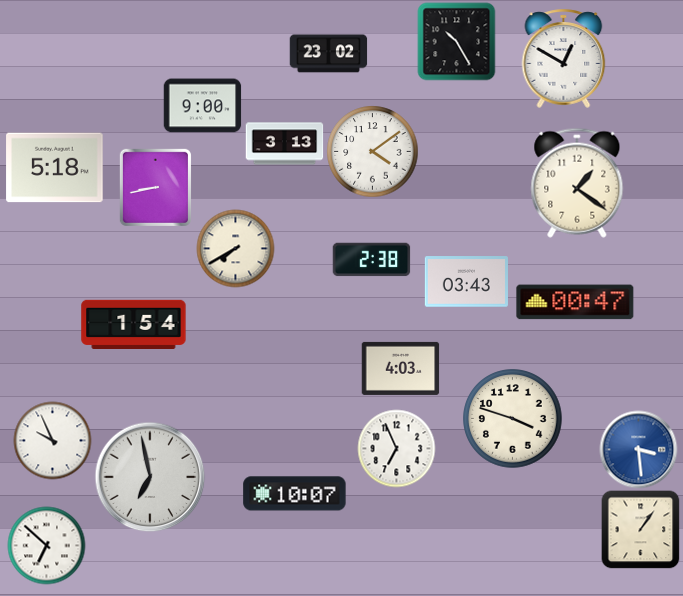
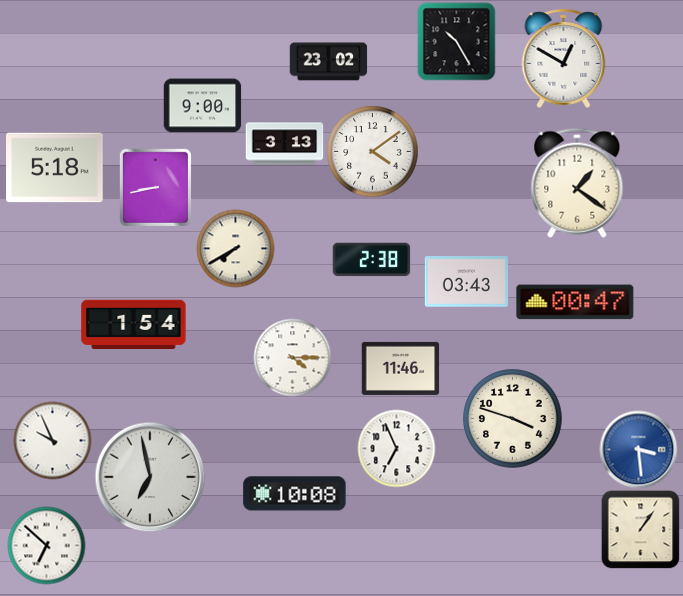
clock at (328, 54) position: (328, 54) -> (328, 62)
clock at (292, 357): none -> 4:15
clock at (400, 368): 4:03 -> 11:46
clock at (295, 494): 10:07 -> 10:08
